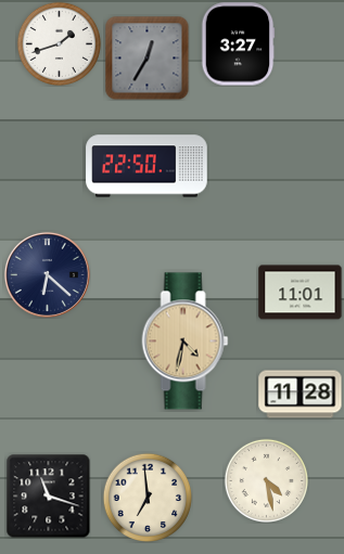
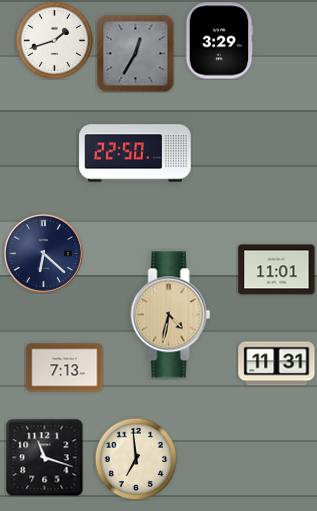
clock at (238, 44): 3:27 -> 3:29
clock at (301, 395): 11:28 -> 11:31
clock at (65, 368): none -> 7:13
clock at (266, 480): 4:28 -> none
